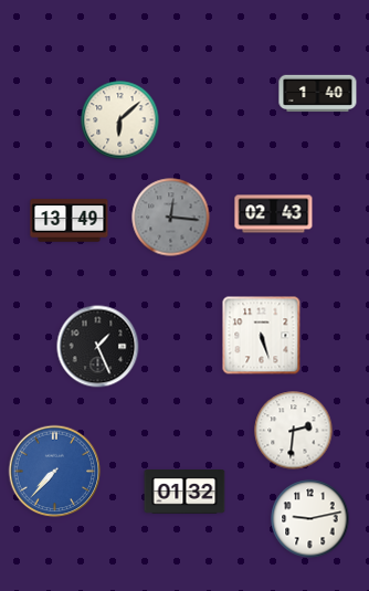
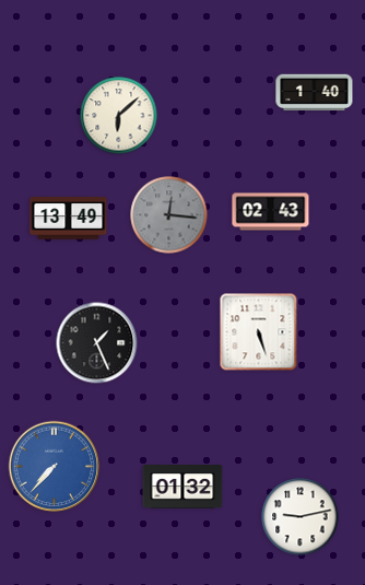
clock at (120, 120) position: (120, 120) -> (119, 116)
clock at (294, 431): 2:31 -> none
clock at (310, 519) position: (310, 519) -> (301, 517)
